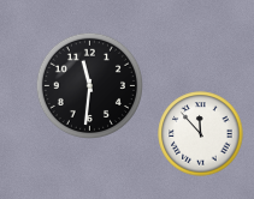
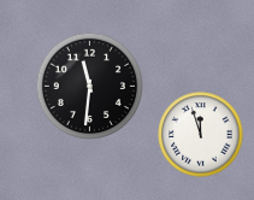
clock at (201, 134): 11:53 -> 11:57
